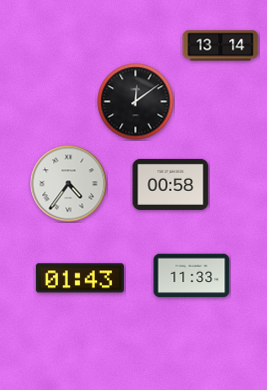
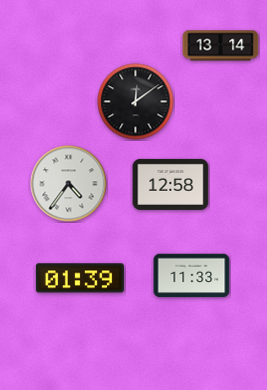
clock at (171, 184): 00:58 -> 12:58
clock at (80, 278): 01:43 -> 01:39
